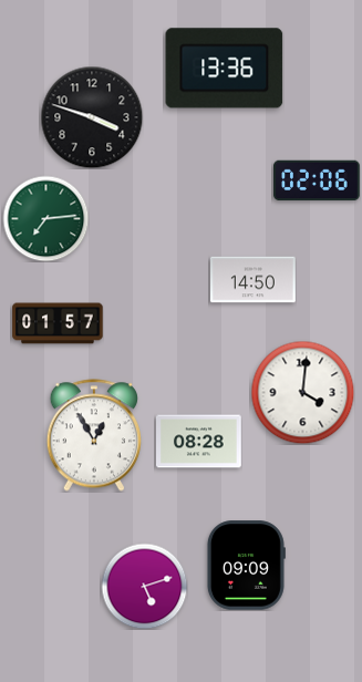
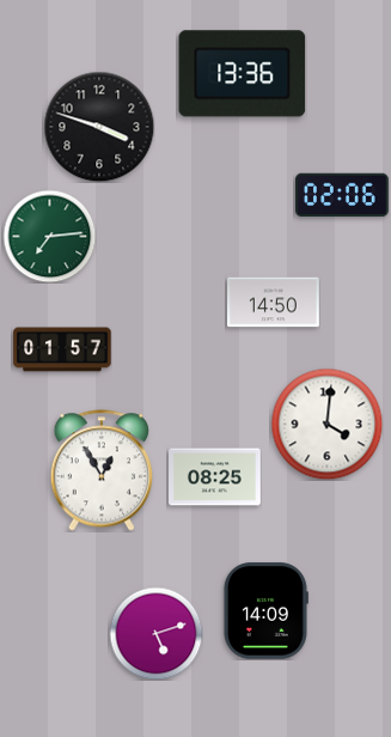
clock at (199, 442): 08:28 -> 08:25
clock at (246, 566): 09:09 -> 14:09
